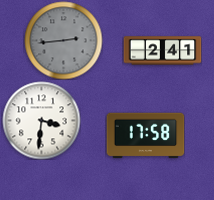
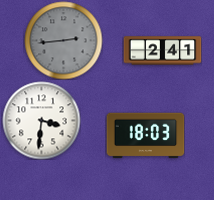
clock at (145, 136): 17:58 -> 18:03
